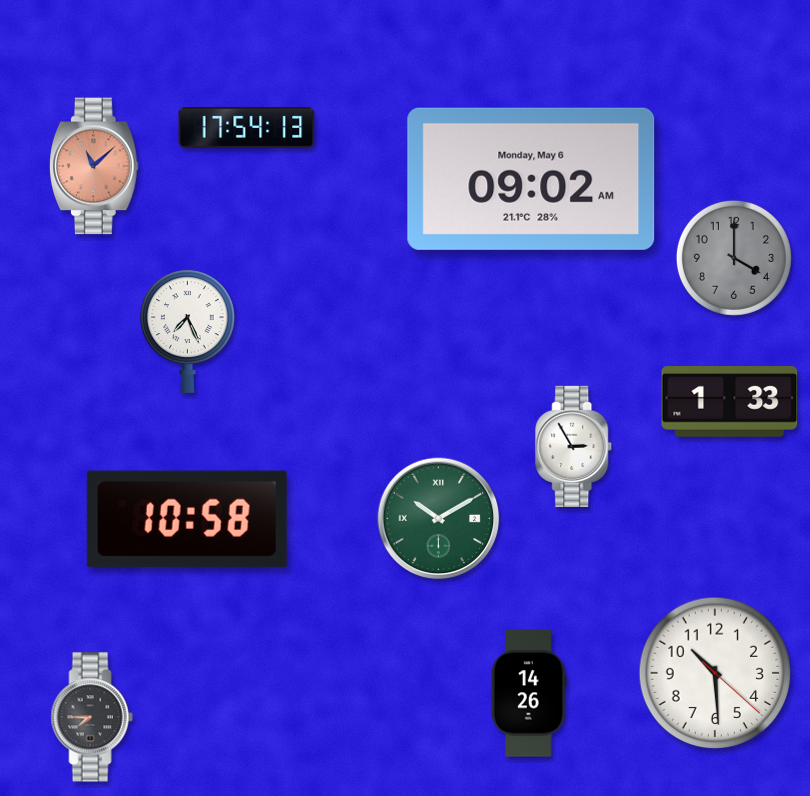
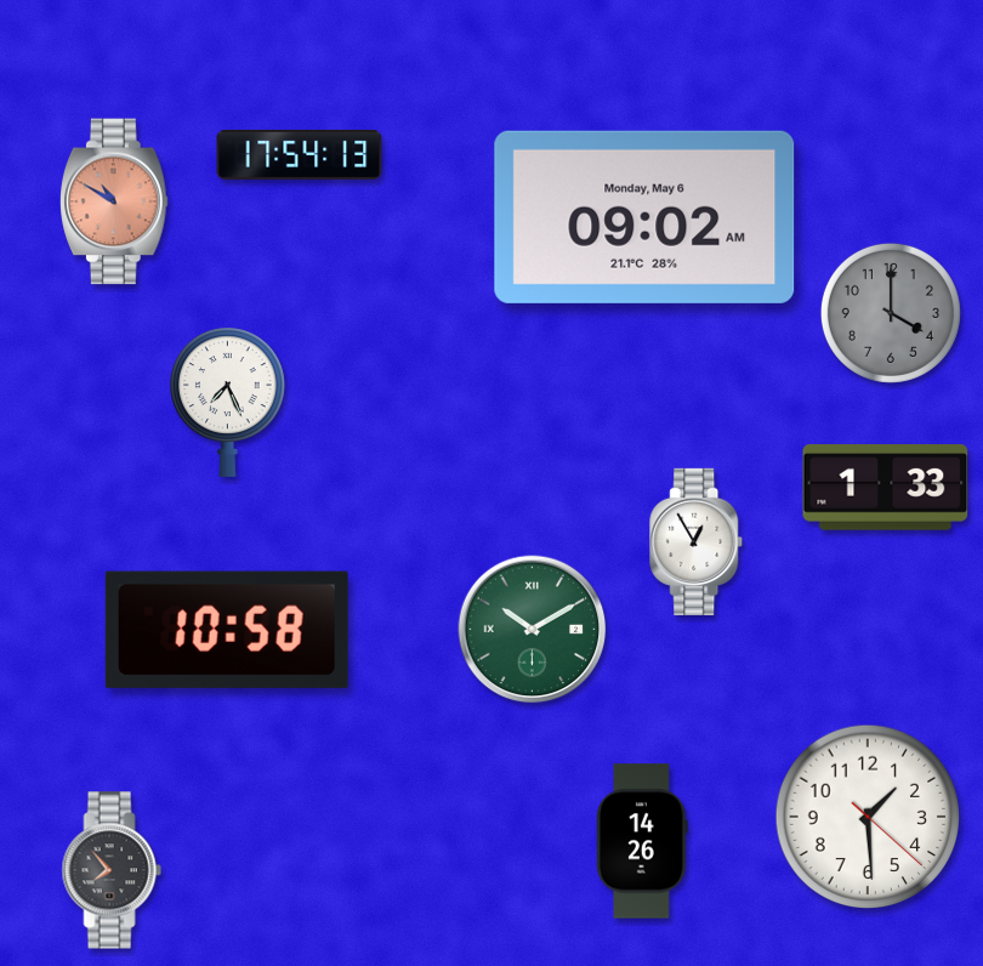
clock at (95, 166): 11:08 -> 10:50
clock at (574, 446): 2:55 -> 12:55
clock at (715, 673): 10:29 -> 1:29
clock at (92, 717): 7:45 -> 7:53
